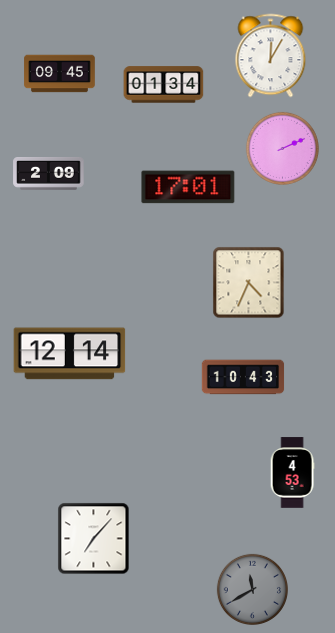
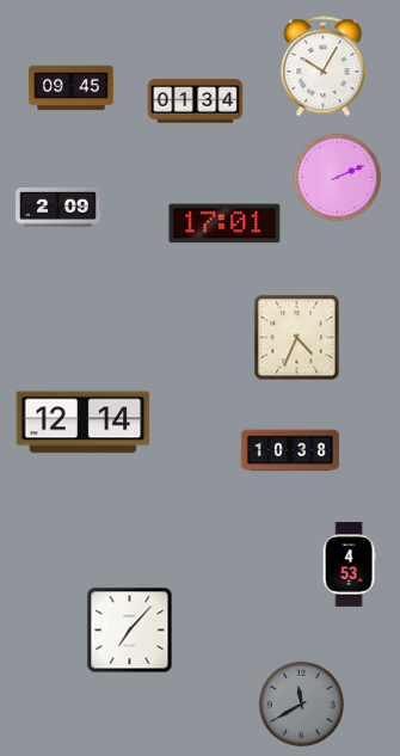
clock at (271, 56): 12:05 -> 10:05
clock at (243, 377): 10:43 -> 10:38
clock at (94, 539) position: (94, 539) -> (130, 631)
